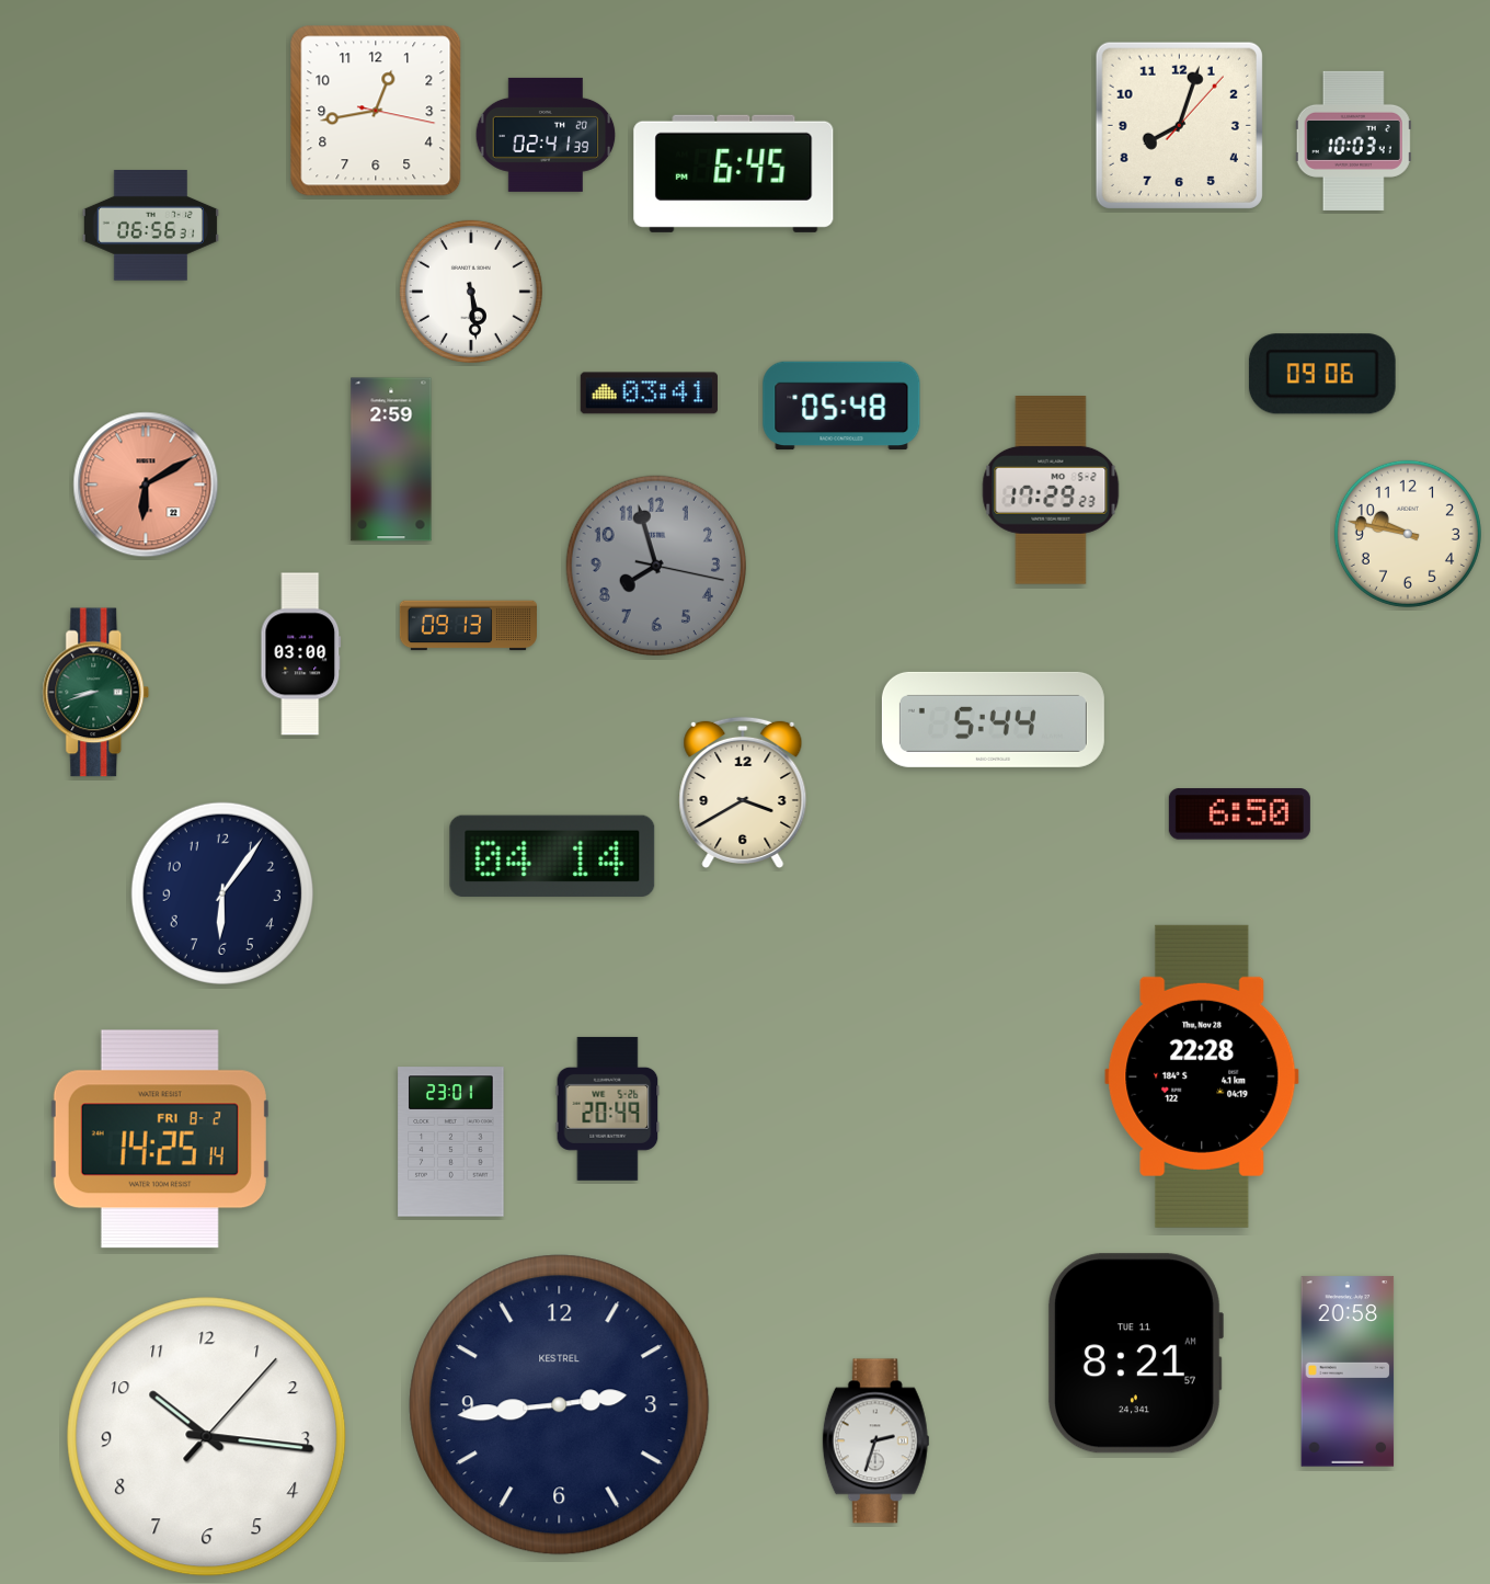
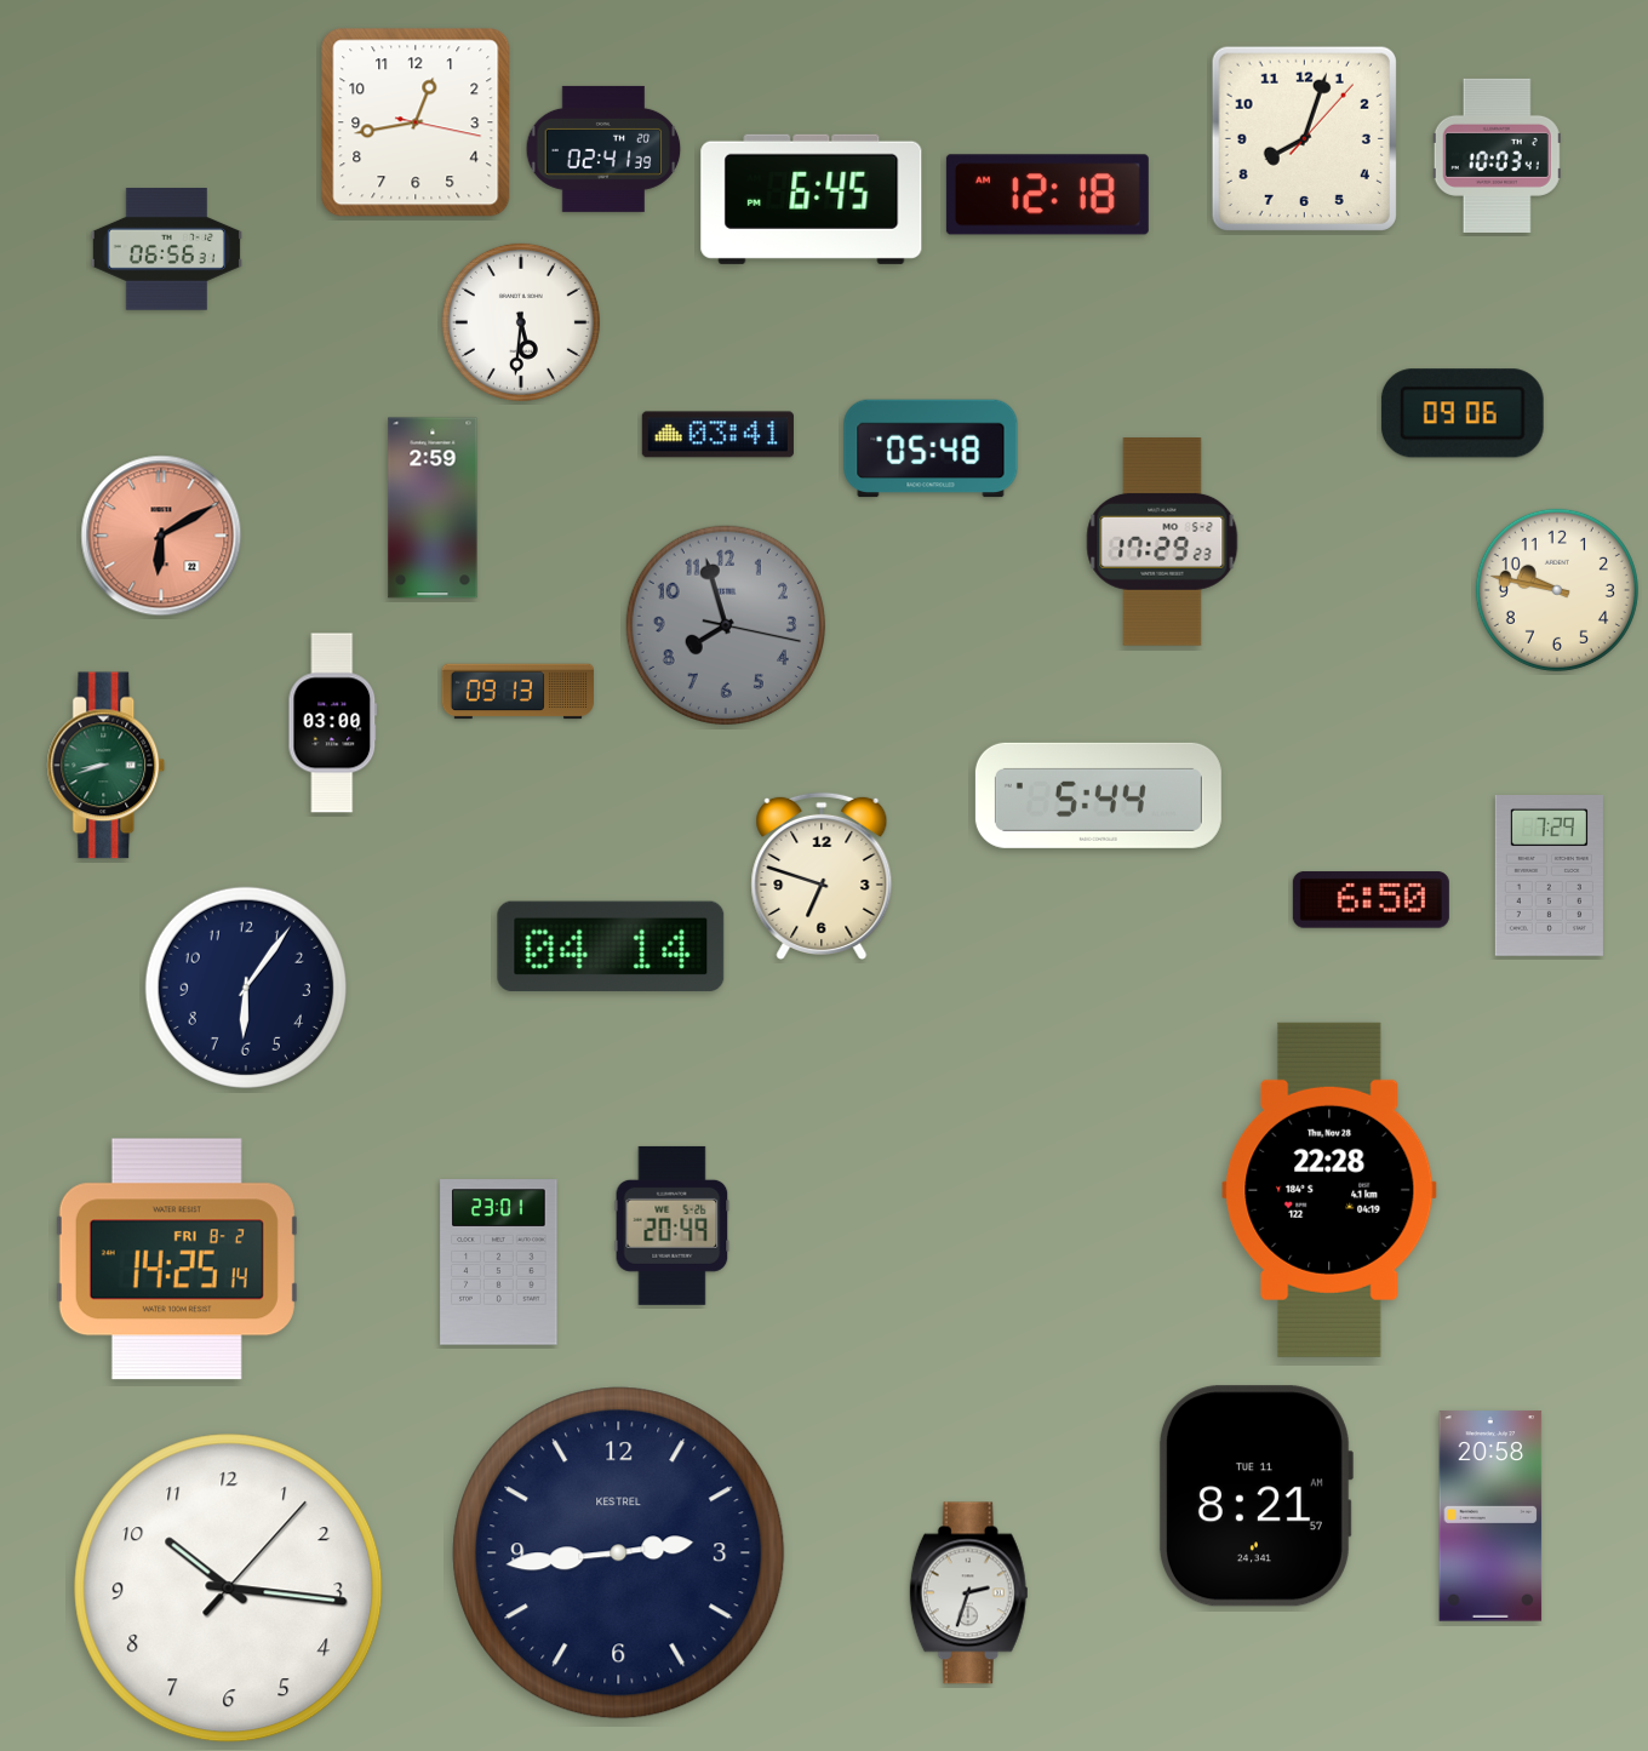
clock at (734, 173) position: (734, 173) -> (812, 199)
clock at (1047, 195): none -> 12:18
clock at (471, 292): 5:29 -> 5:31
clock at (743, 793): 3:40 -> 6:48
clock at (1549, 876): none -> 7:29
